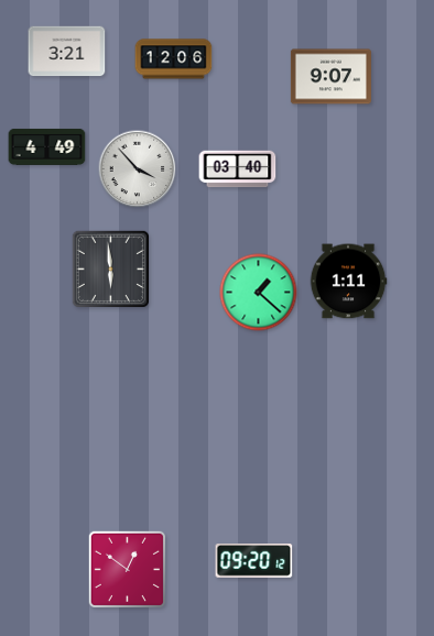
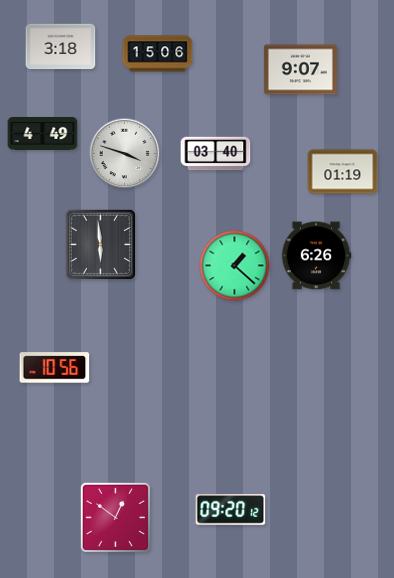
clock at (67, 52): 3:21 -> 3:18
clock at (174, 59): 12:06 -> 15:06
clock at (138, 169): 3:53 -> 3:48
clock at (343, 172): none -> 01:19
clock at (348, 282): 1:11 -> 6:26
clock at (55, 368): none -> 10:56
